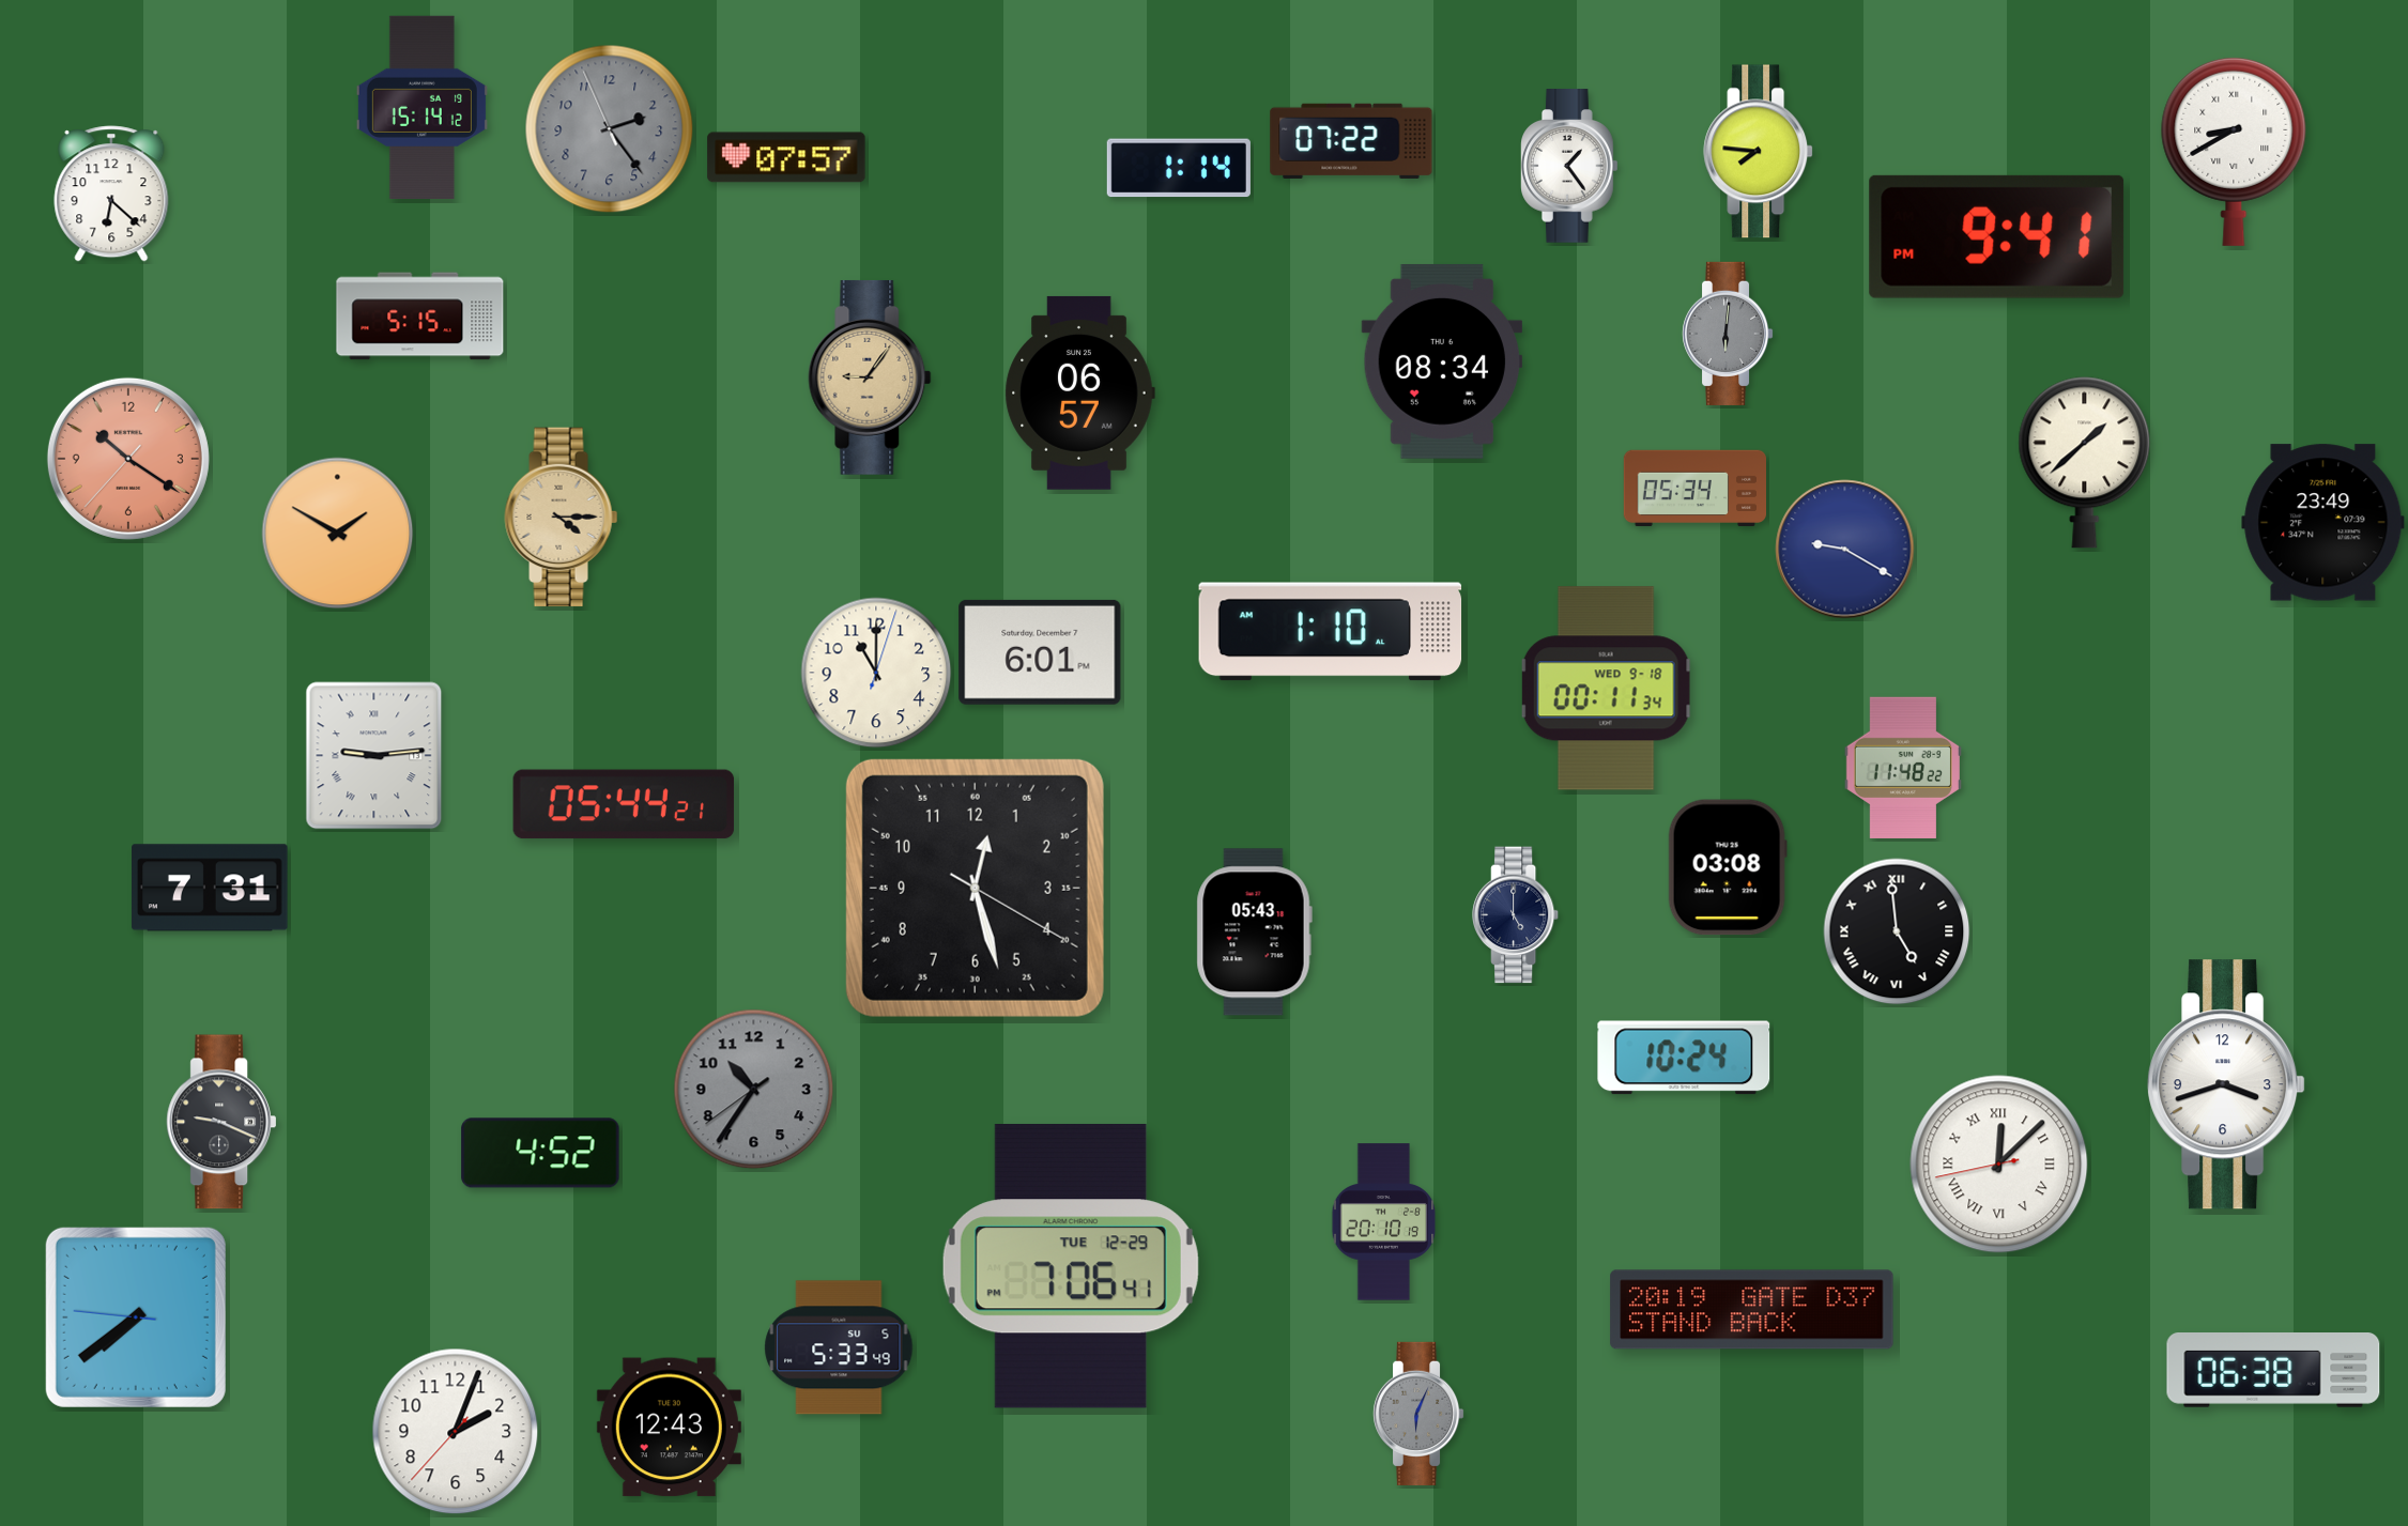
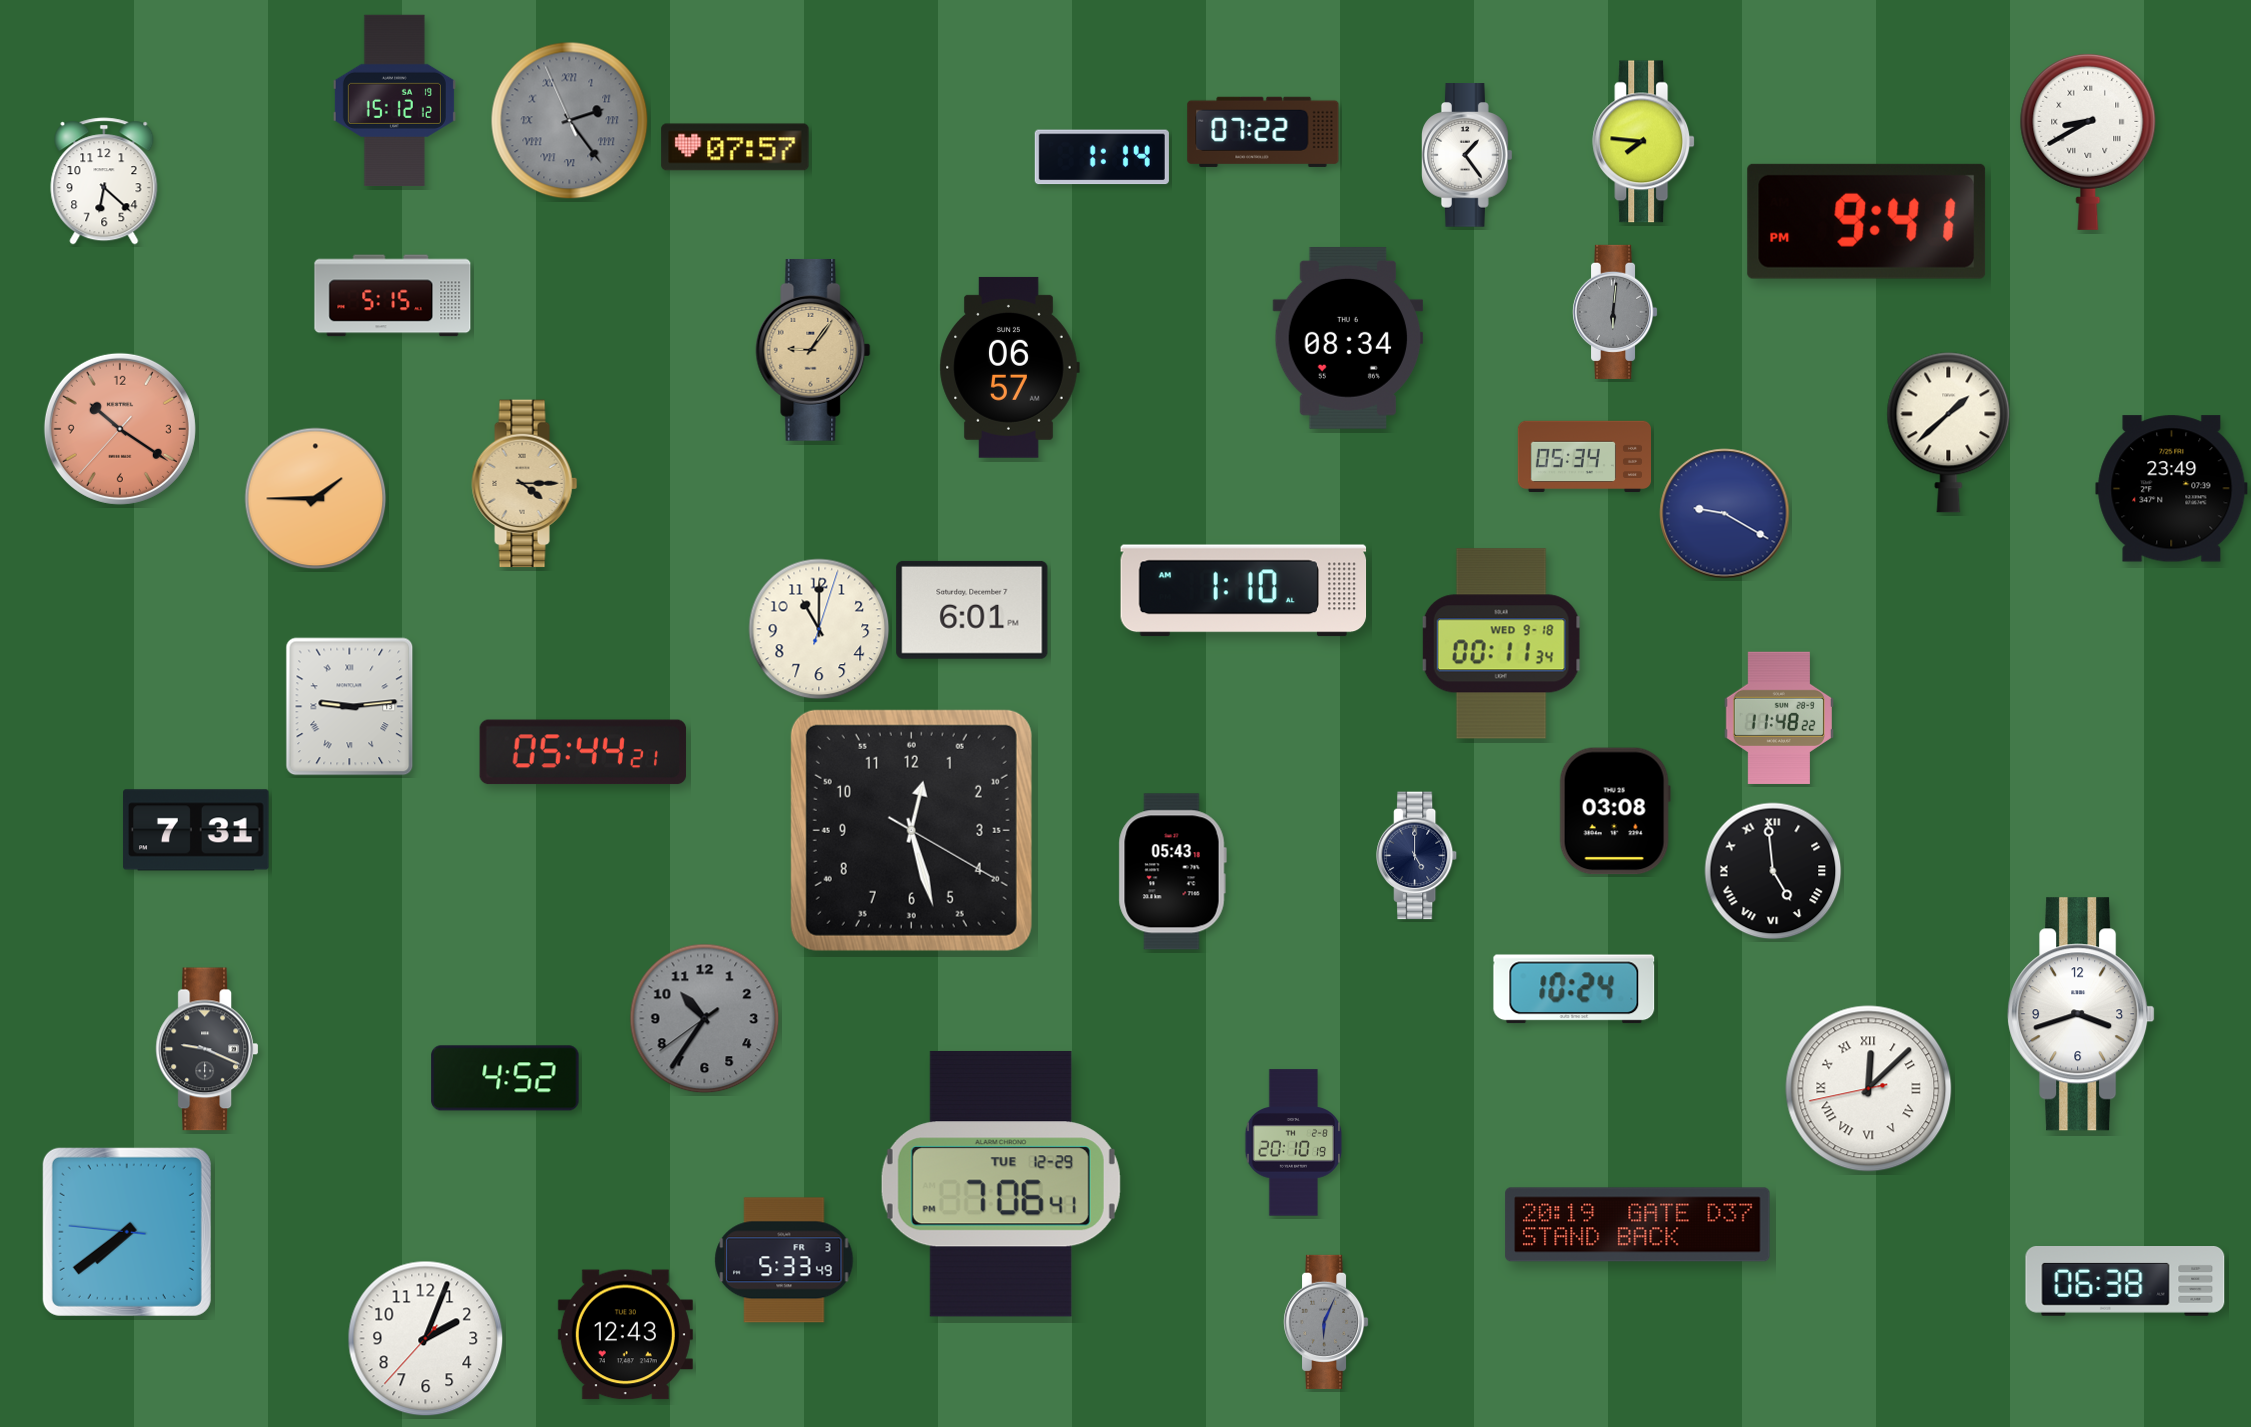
clock at (421, 107): 15:14 -> 15:12
clock at (610, 129) numerals: Arabic -> Roman
clock at (870, 377) position: (870, 377) -> (813, 350)
clock at (338, 534): 1:50 -> 1:45
clock at (839, 1347) date: SU 5 -> FR 3
